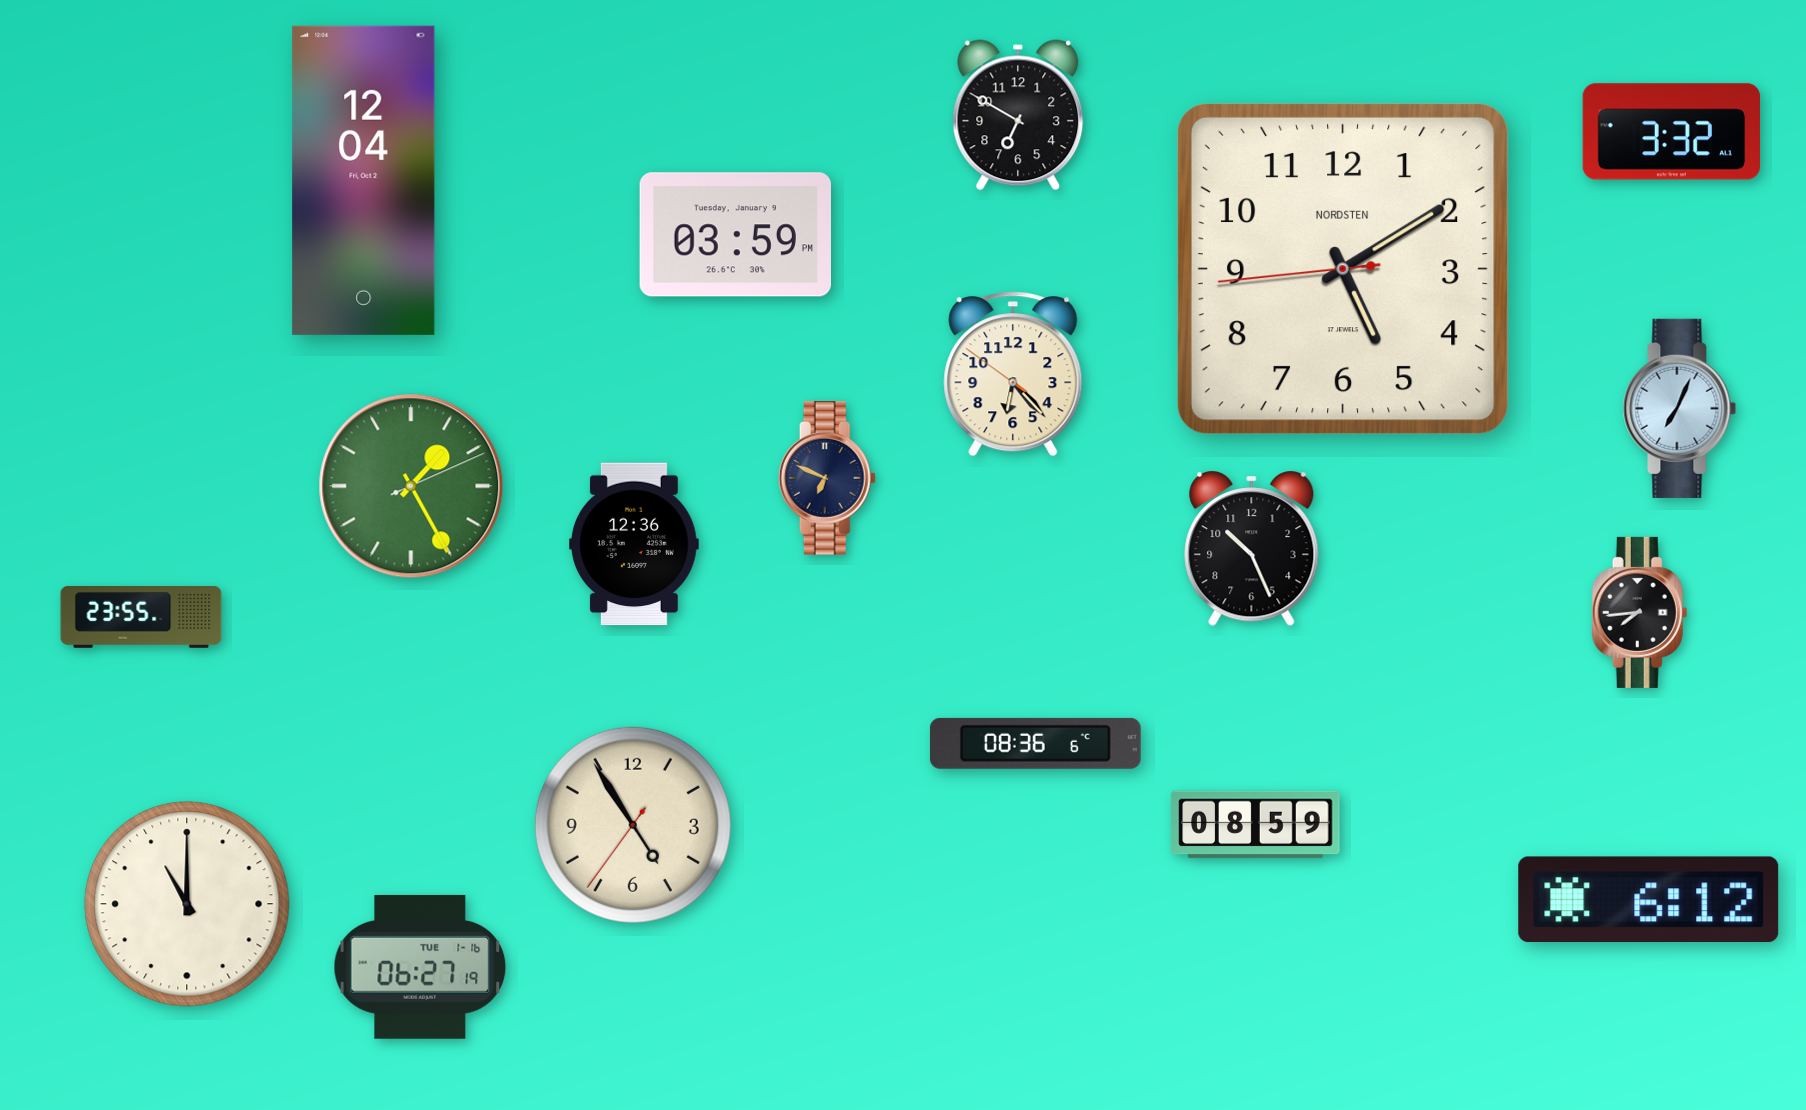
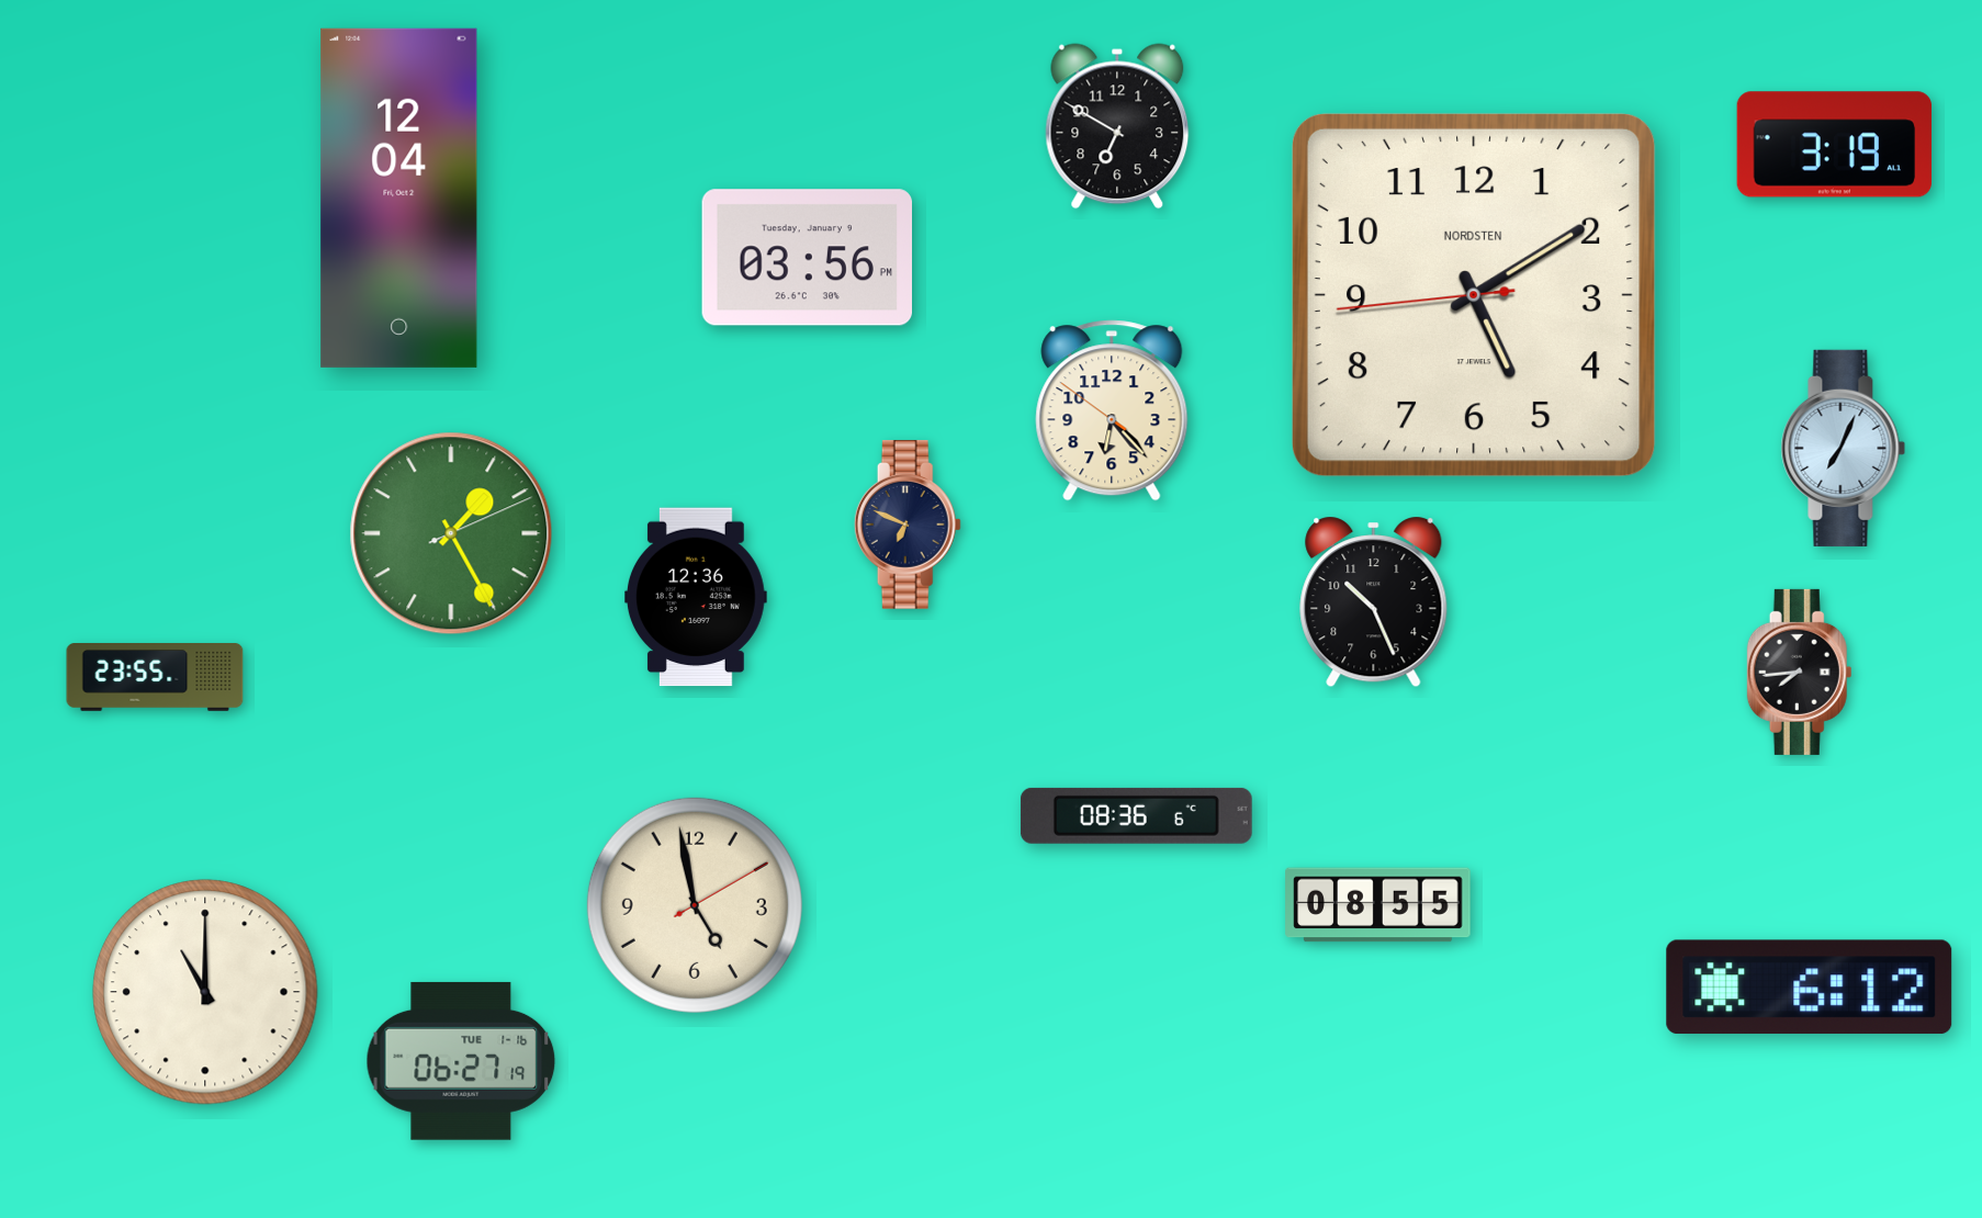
clock at (1672, 132): 3:32 -> 3:19
clock at (735, 235): 03:59 -> 03:56
clock at (633, 825): 4:54 -> 4:58
clock at (1256, 825): 08:59 -> 08:55
